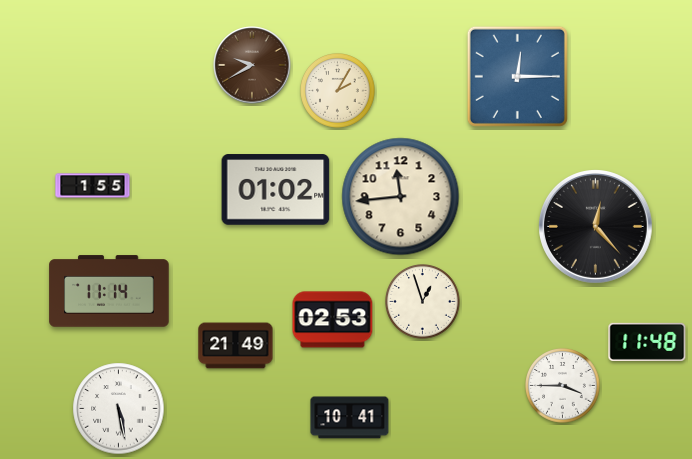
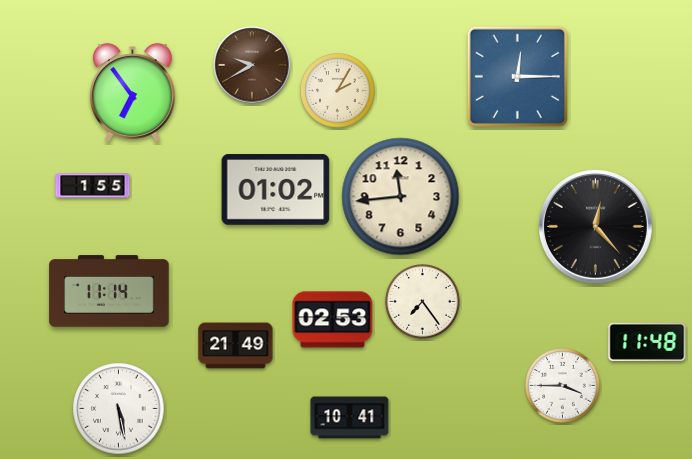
clock at (132, 93): none -> 6:54
clock at (423, 302): 12:57 -> 7:24
